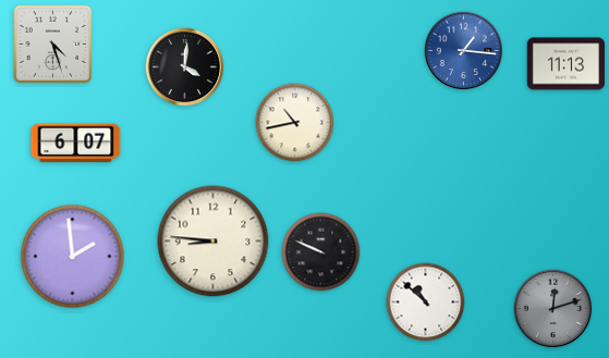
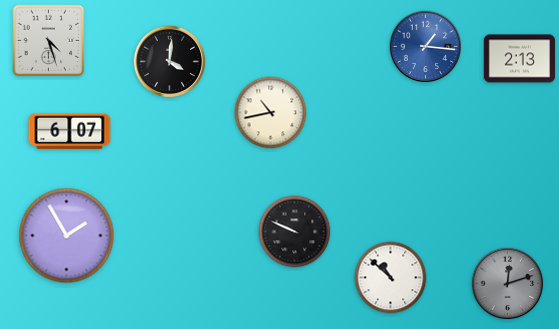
clock at (567, 64): 11:13 -> 2:13
clock at (214, 242): 8:46 -> none
clock at (73, 257): 1:59 -> 1:55
